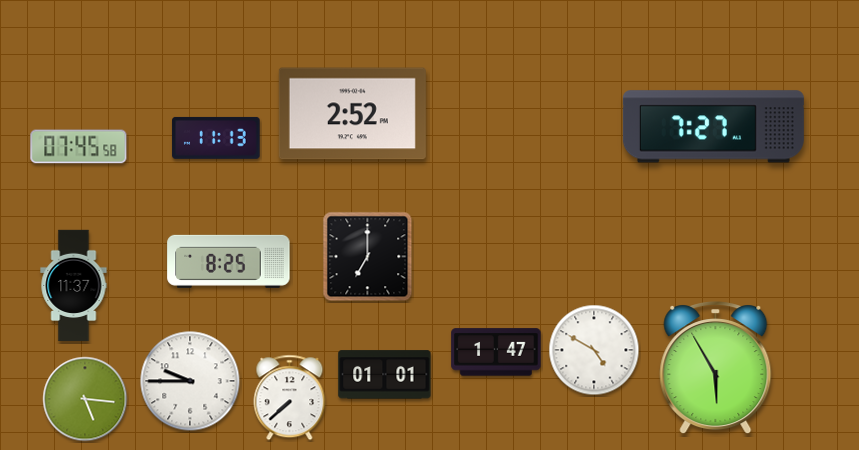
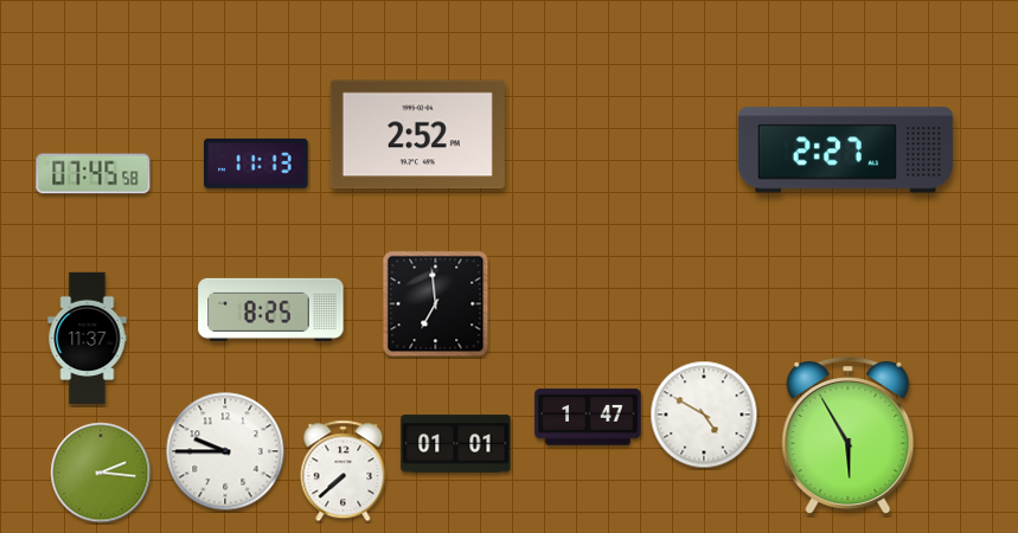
clock at (713, 127): 7:27 -> 2:27
clock at (368, 257): 7:00 -> 6:59
clock at (85, 399): 5:16 -> 2:16
